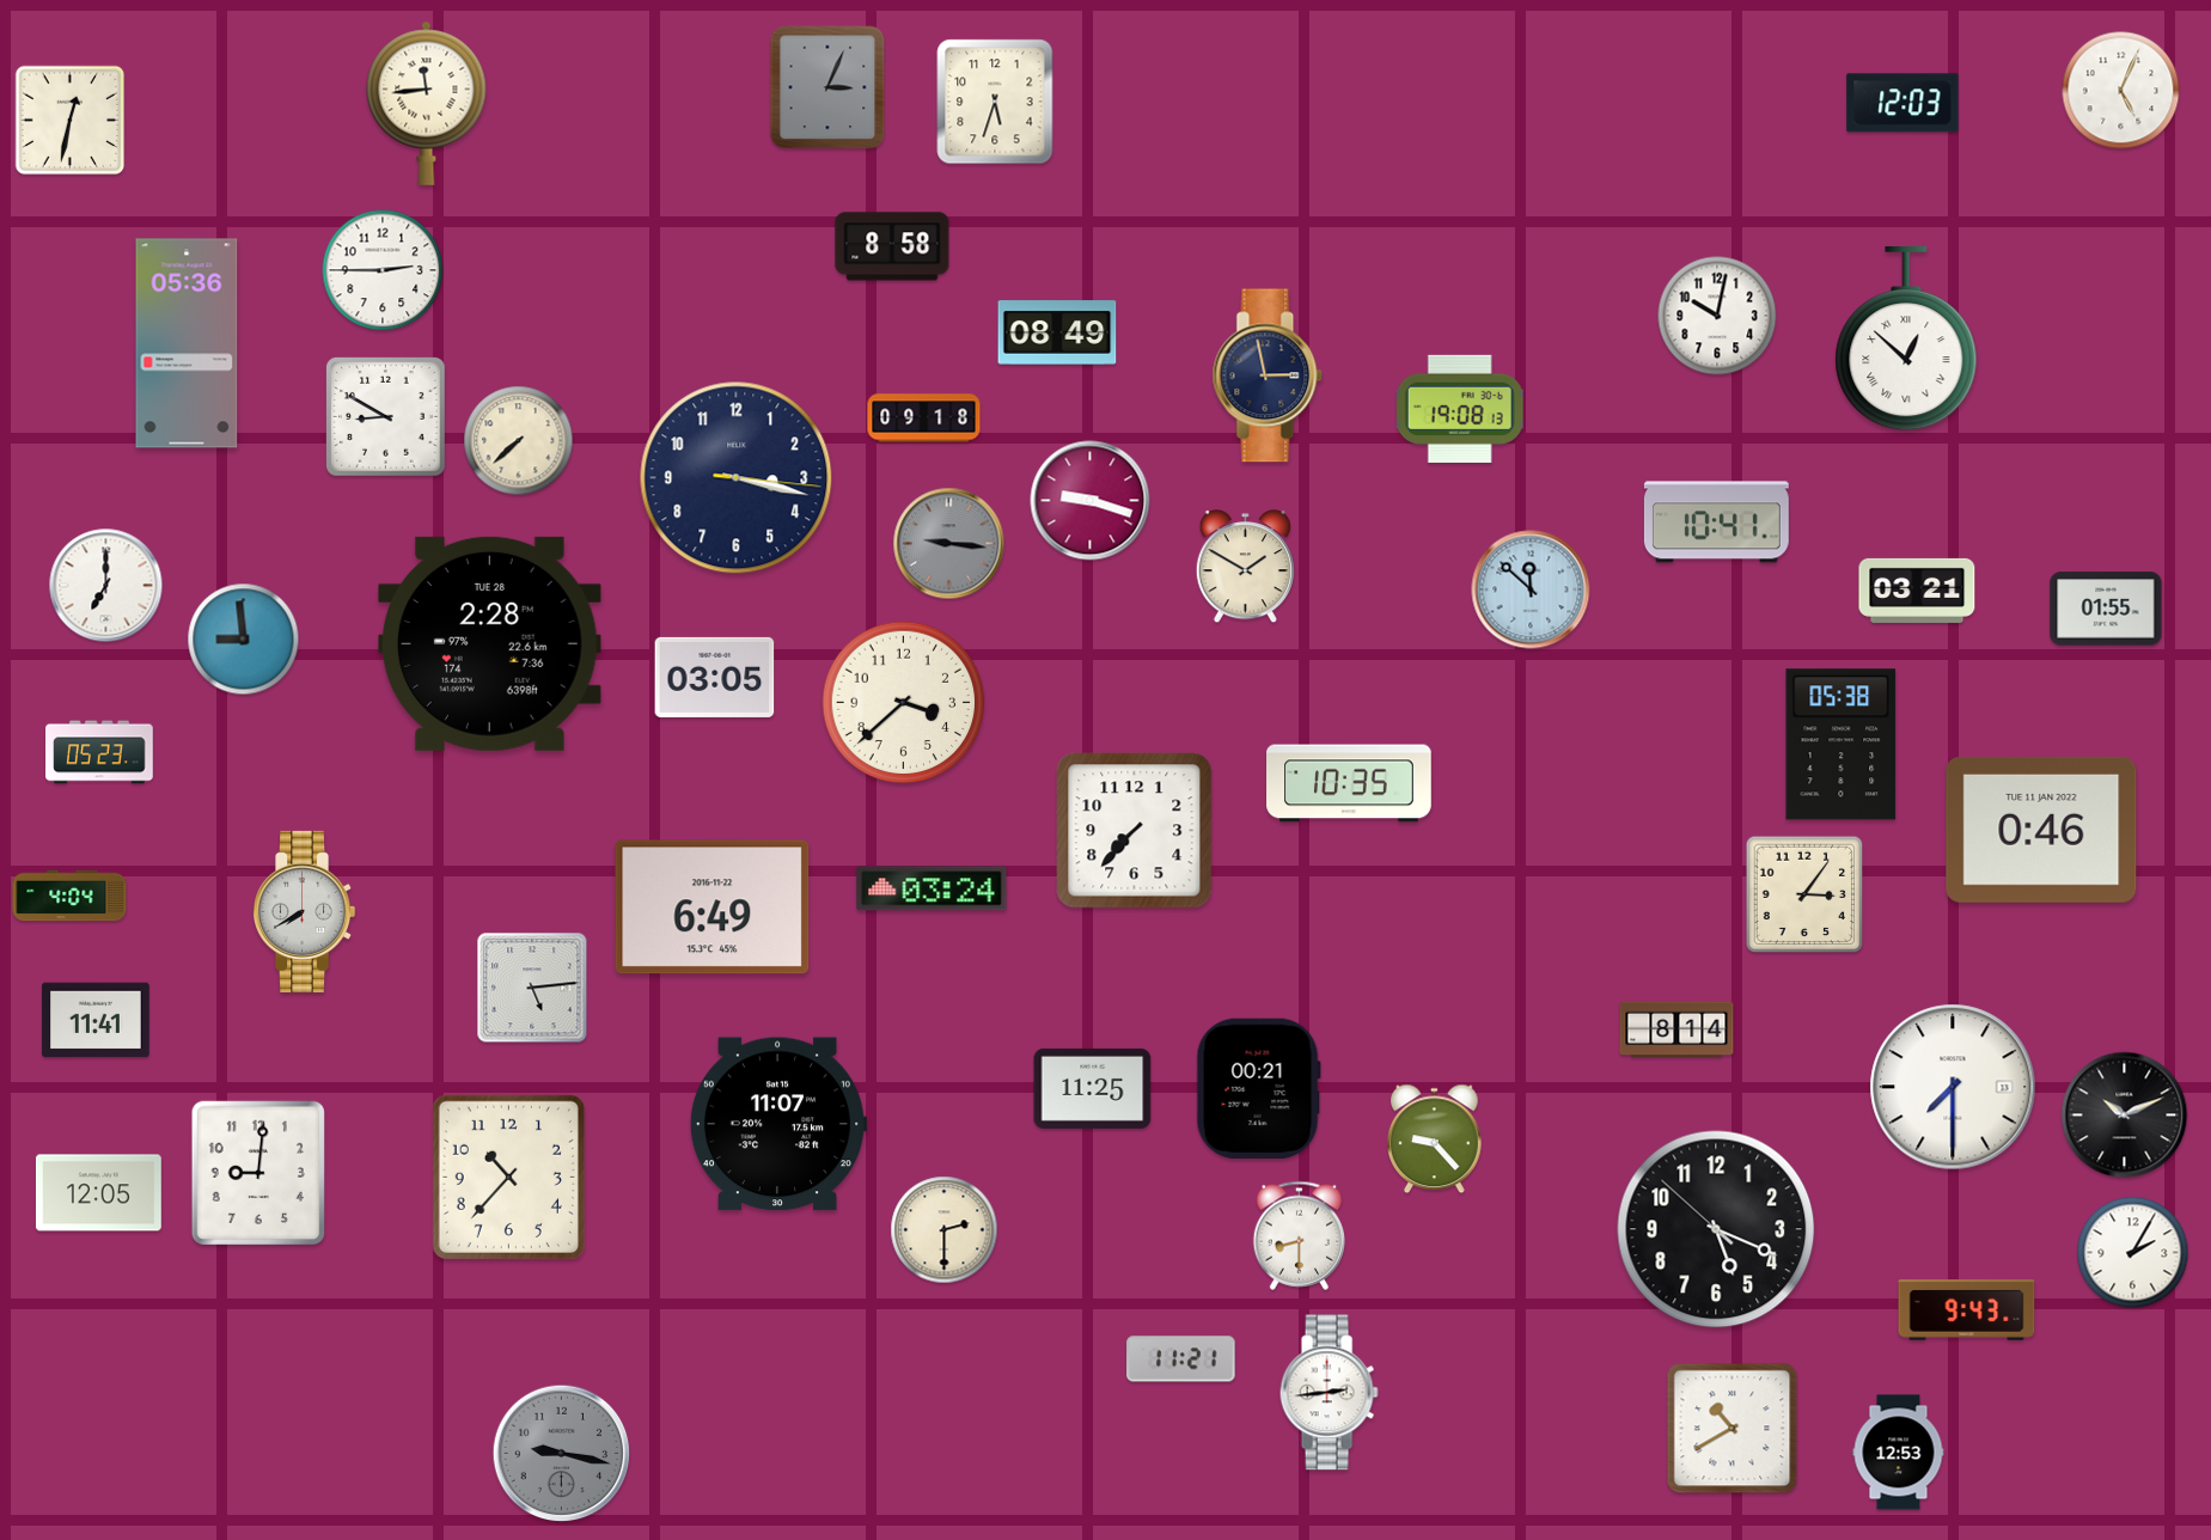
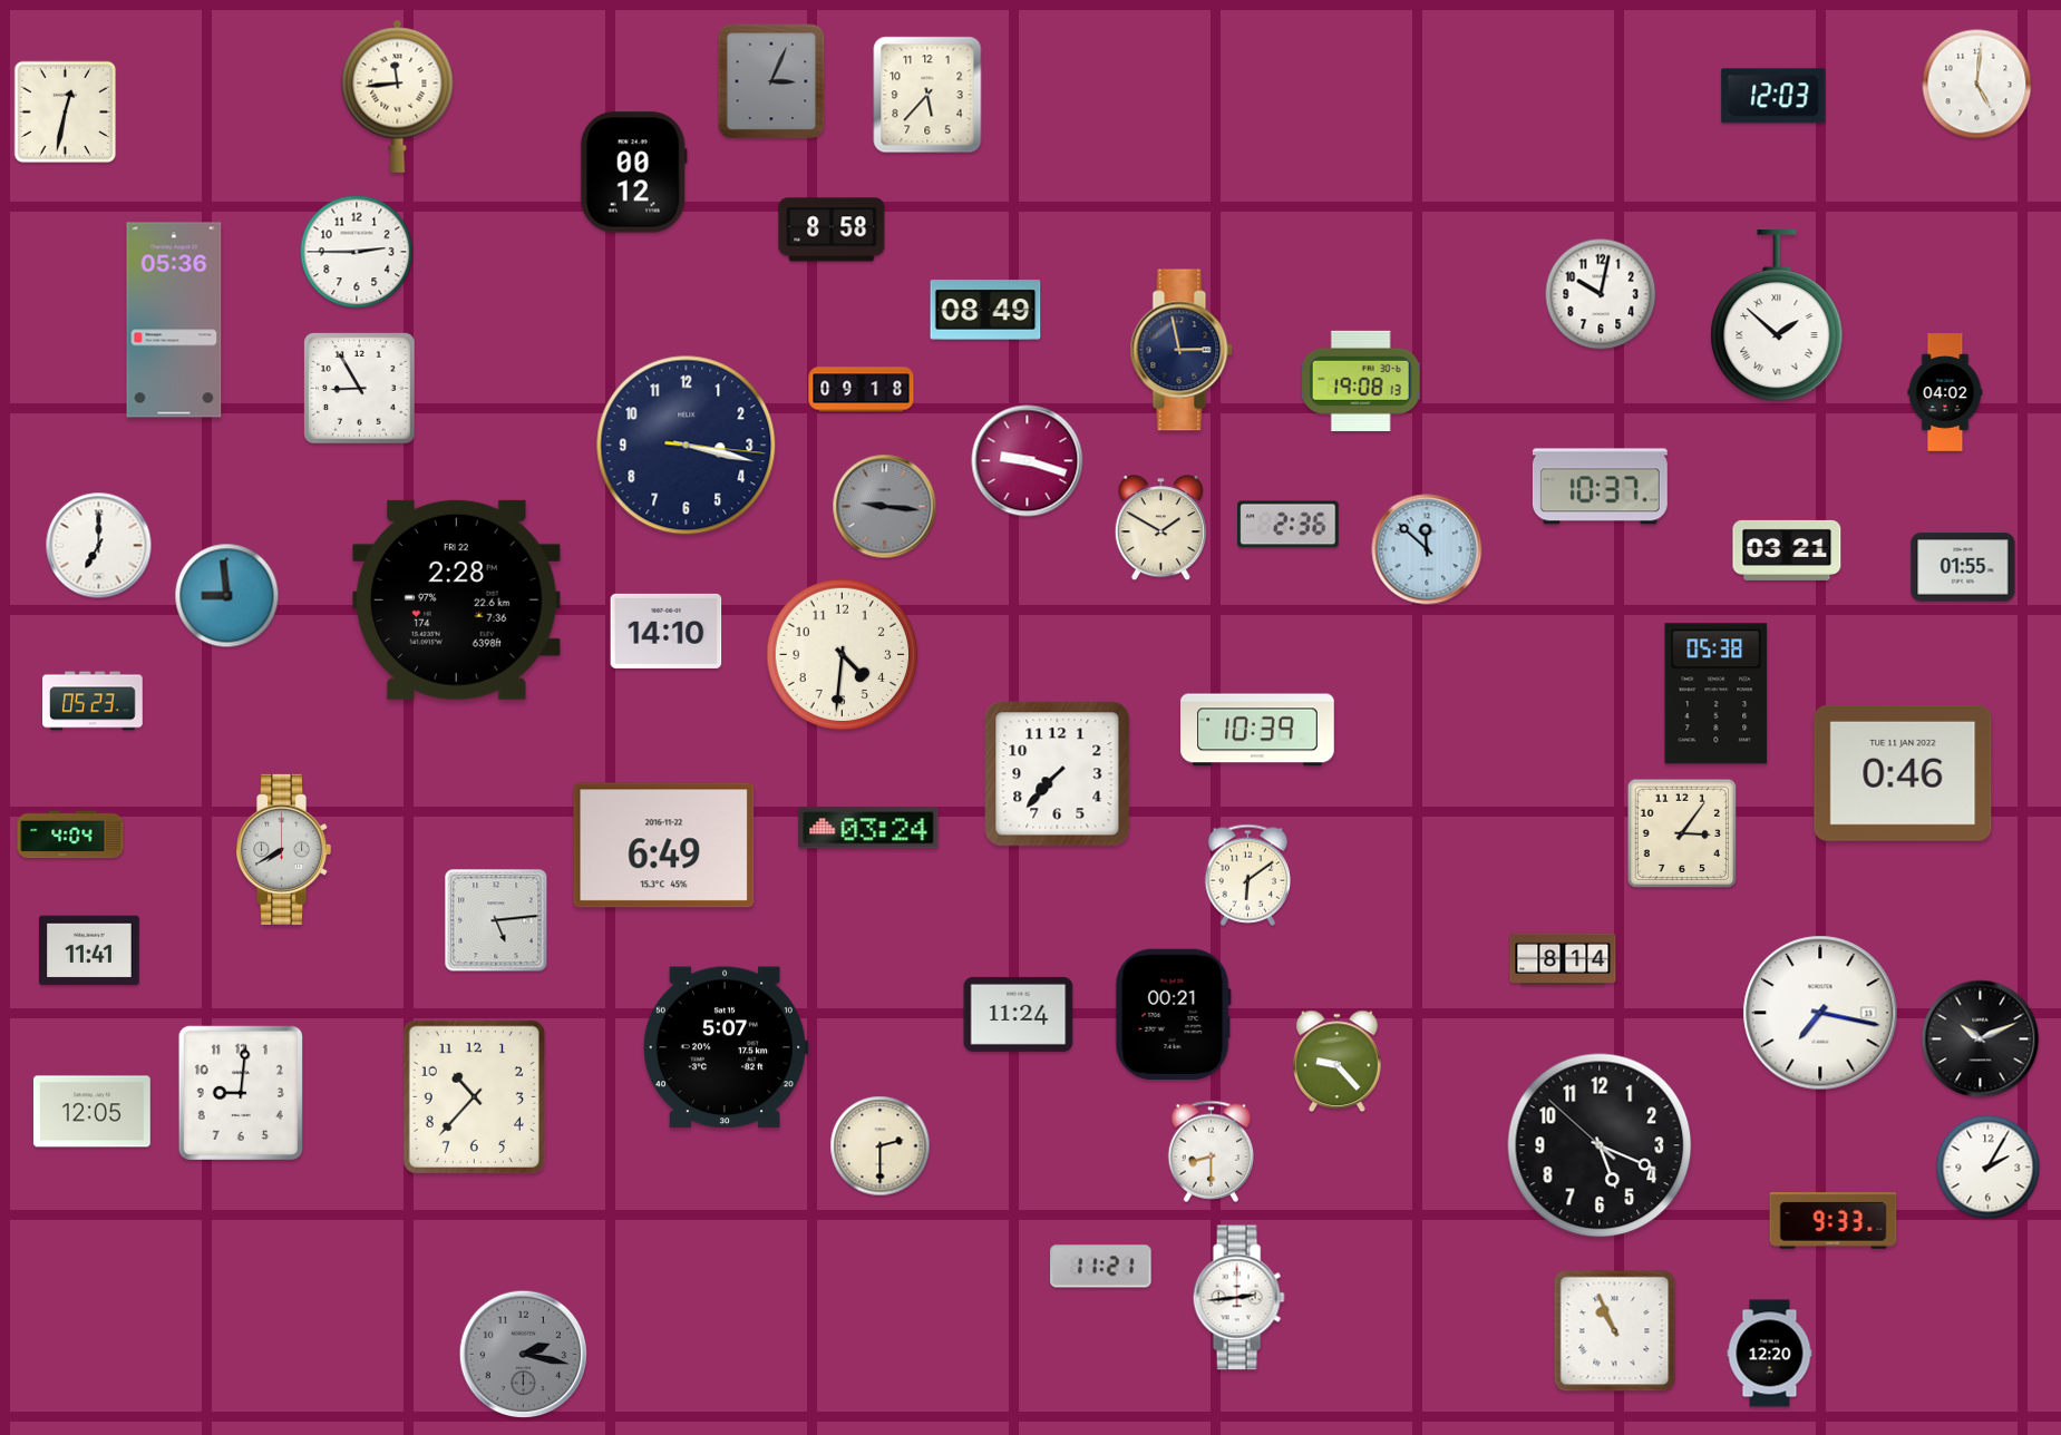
clock at (2121, 91): 5:04 -> 5:01
clock at (995, 102): 5:33 -> 5:37
clock at (633, 173): none -> 00:12
clock at (1906, 340): 12:52 -> 1:52
clock at (386, 417): 8:50 -> 8:55
clock at (1945, 392): none -> 04:02
clock at (519, 441): 7:38 -> none
clock at (1091, 501) position: (1091, 501) -> (1028, 461)
clock at (1716, 522): 10:41 -> 10:37
clock at (1289, 525): none -> 2:36
clock at (489, 643) date: TUE 28 -> FRI 22
clock at (715, 677): 03:05 -> 14:10
clock at (904, 703): 3:38 -> 4:31
clock at (1349, 783): 10:35 -> 10:39
clock at (69, 896) position: (69, 896) -> (70, 834)
clock at (1248, 875): none -> 6:09
clock at (1953, 1087): 7:30 -> 7:17
clock at (1093, 1088): 11:25 -> 11:24
clock at (777, 1124): 11:07 -> 5:07
clock at (1967, 1310): 9:43 -> 9:33
clock at (1733, 1429): 10:40 -> 10:56
clock at (1899, 1453): 12:53 -> 12:20
clock at (562, 1454): 9:17 -> 2:17
